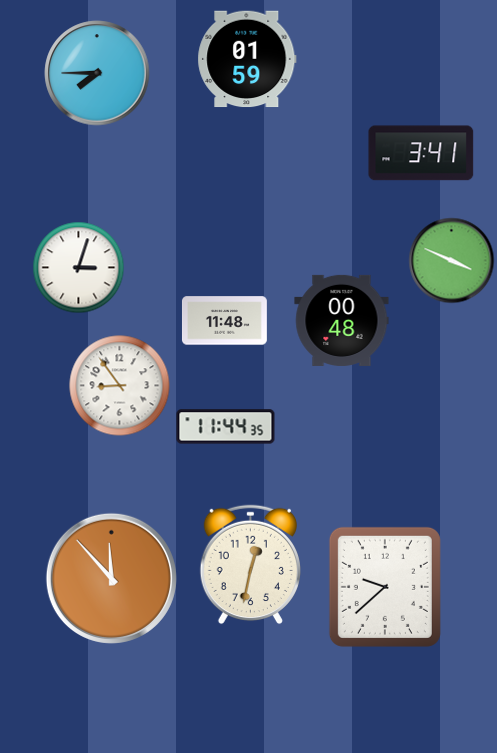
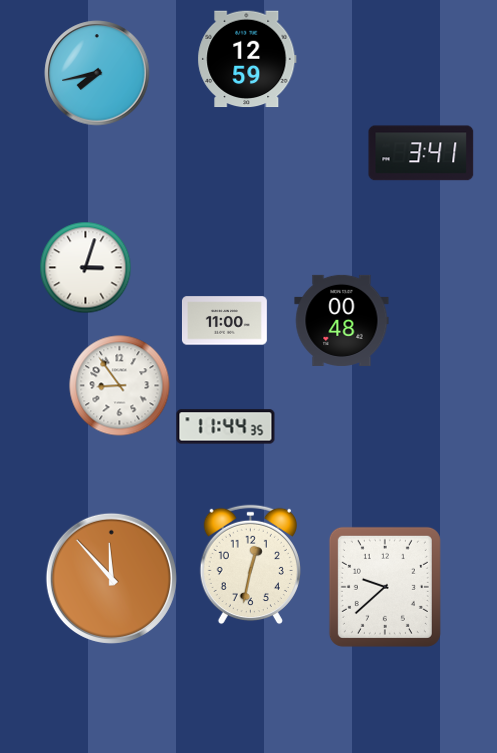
clock at (247, 59): 01:59 -> 12:59
clock at (97, 73): 7:45 -> 7:43
clock at (452, 261): 3:49 -> none
clock at (79, 268) position: (79, 268) -> (86, 268)
clock at (224, 321): 11:48 -> 11:00
